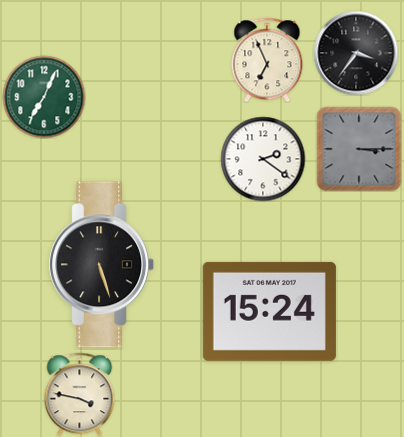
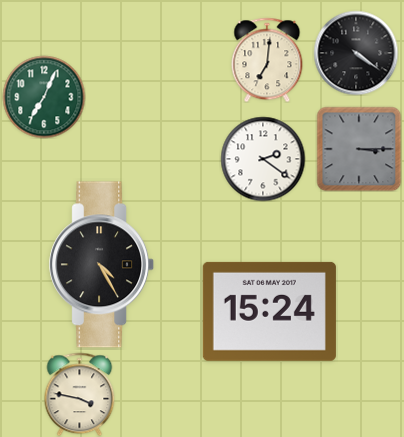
clock at (356, 53): 3:36 -> 4:21
clock at (267, 60): 6:56 -> 7:01
clock at (102, 265): 5:27 -> 4:25
